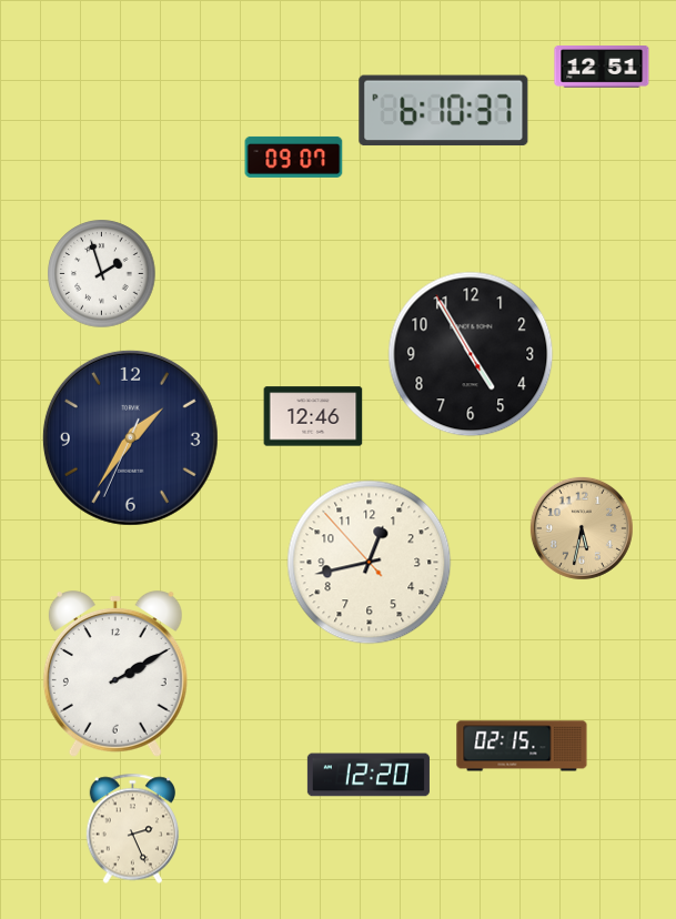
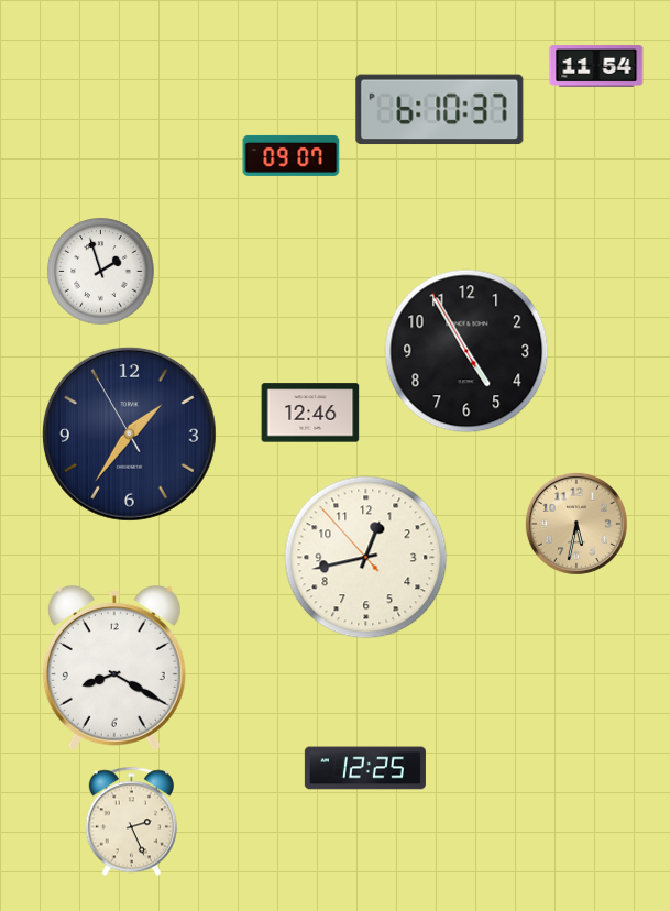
clock at (602, 68): 12:51 -> 11:54
clock at (130, 437): 1:35:34 -> 1:35:55
clock at (115, 675): 2:10 -> 8:20
clock at (522, 746): 02:15 -> none
clock at (369, 775): 12:20 -> 12:25
